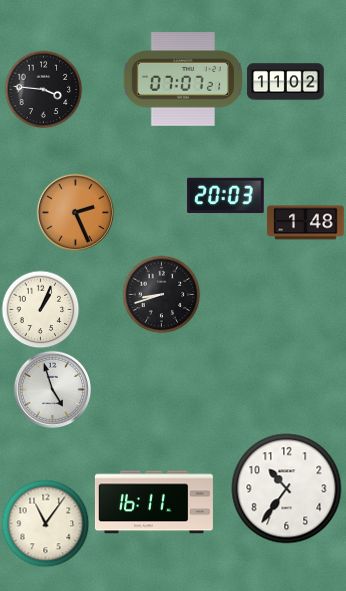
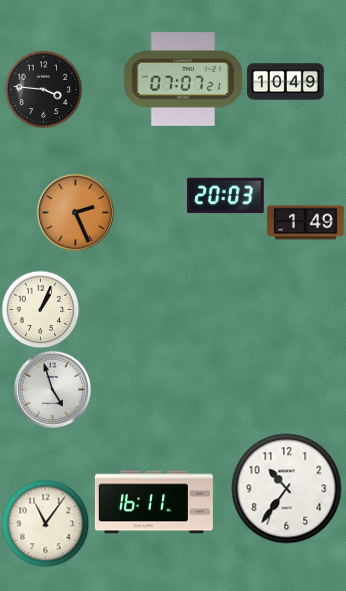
clock at (286, 82): 11:02 -> 10:49
clock at (306, 223): 1:48 -> 1:49
clock at (161, 294): 8:42 -> none
